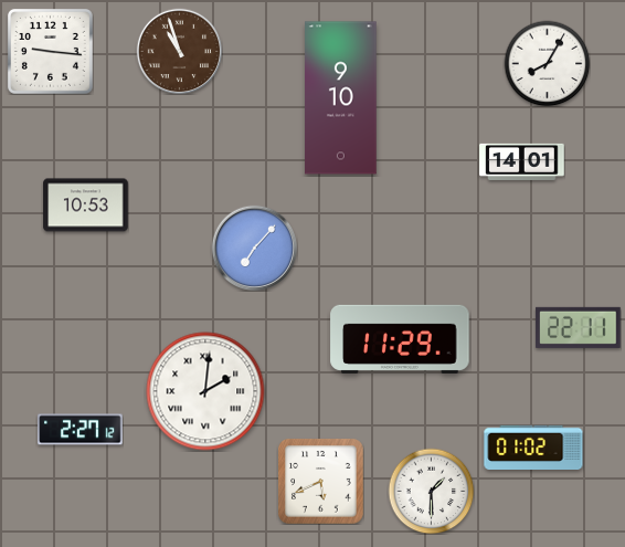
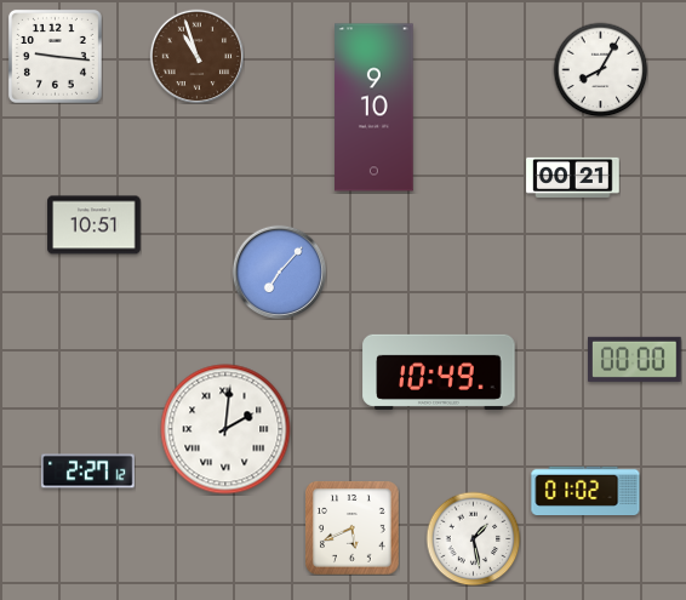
clock at (522, 161): 14:01 -> 00:21
clock at (86, 206): 10:53 -> 10:51
clock at (579, 327): 22:11 -> 00:00
clock at (400, 339): 11:29 -> 10:49
clock at (431, 491): 1:30 -> 1:28
